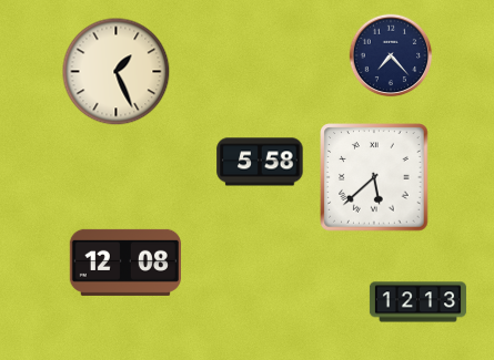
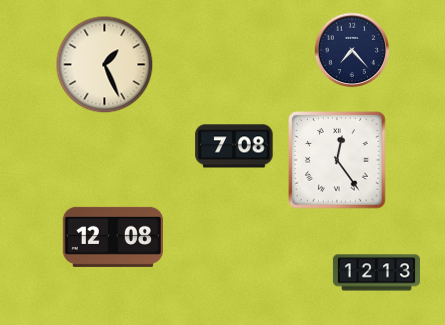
clock at (260, 162): 5:58 -> 7:08
clock at (374, 177): 5:38 -> 12:24
